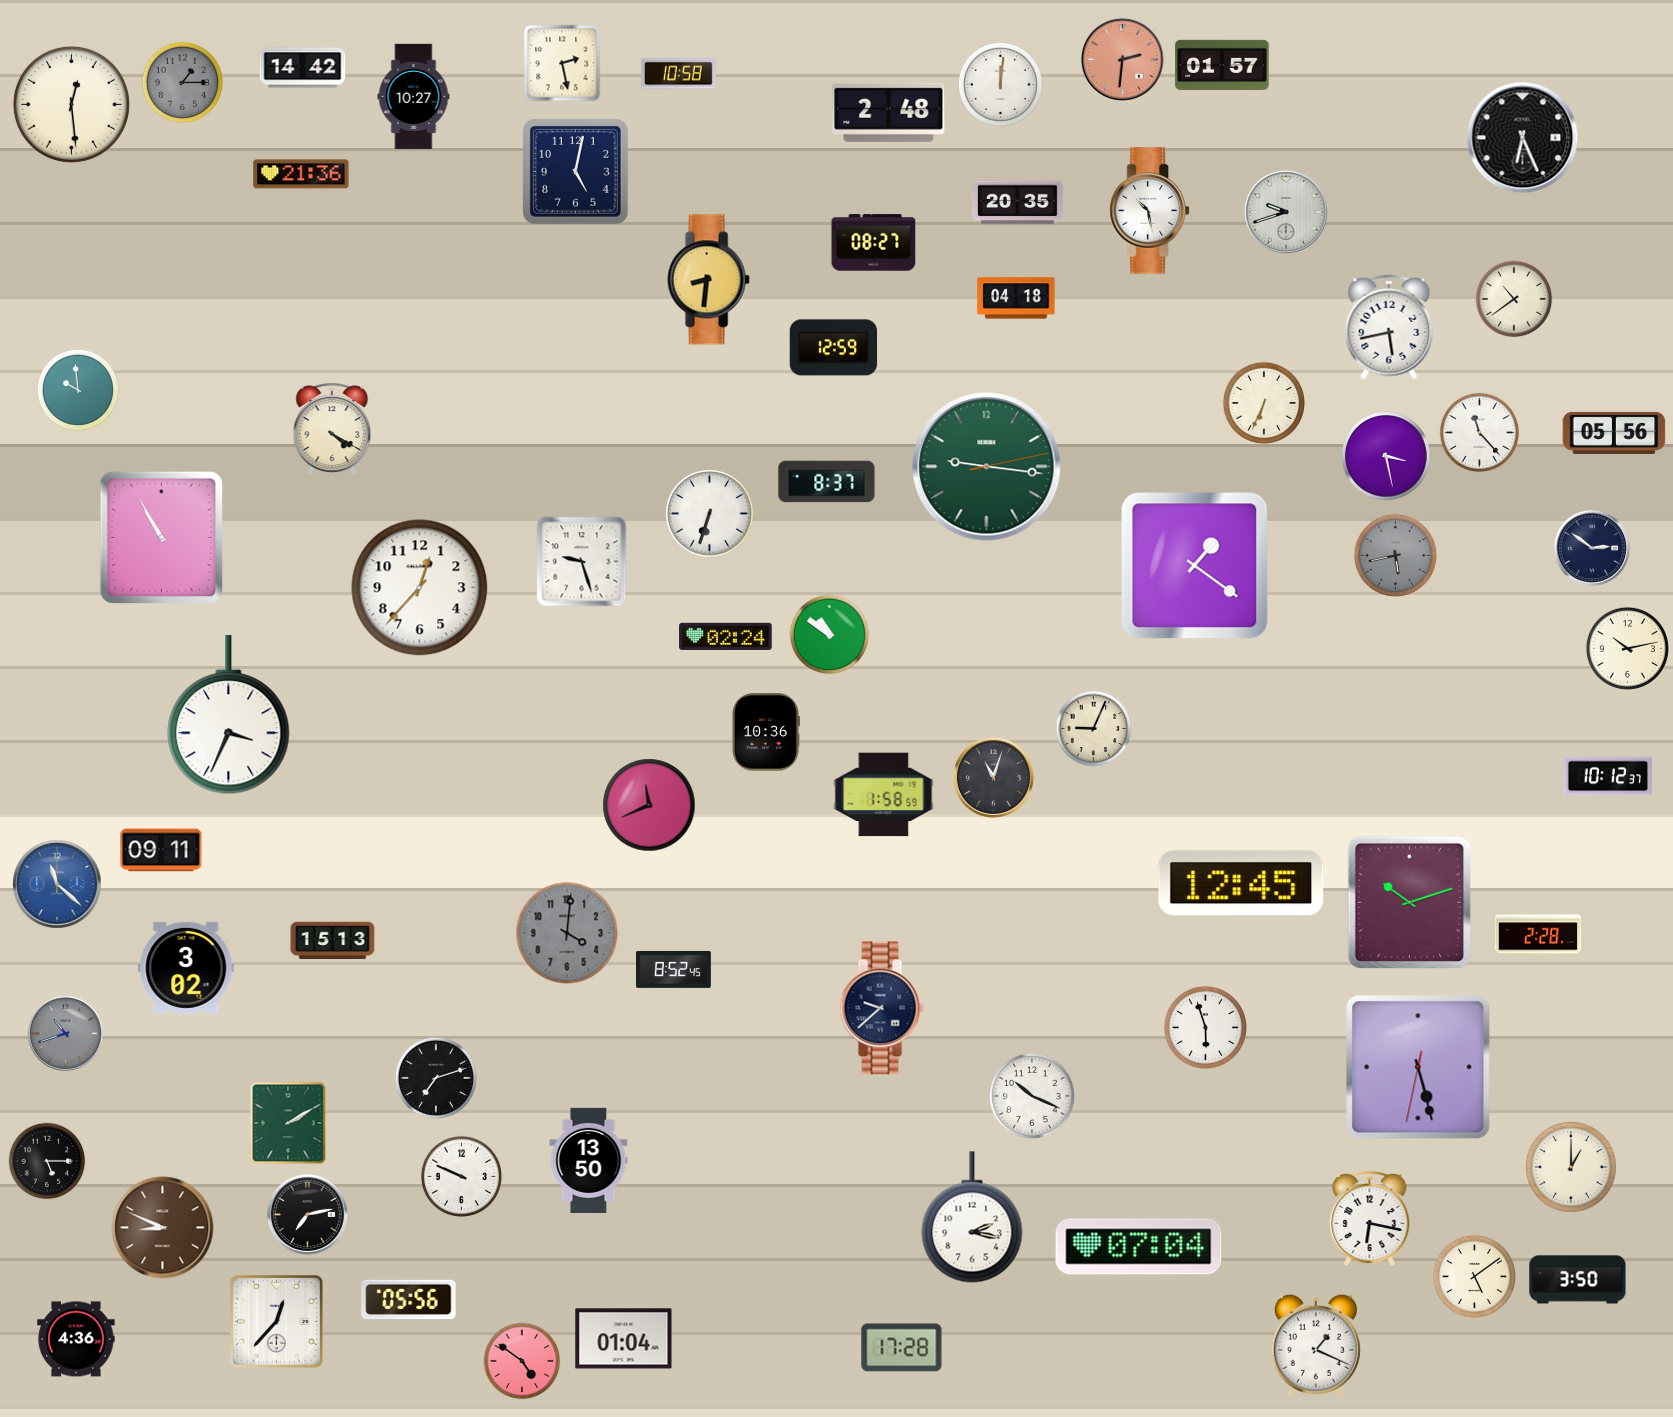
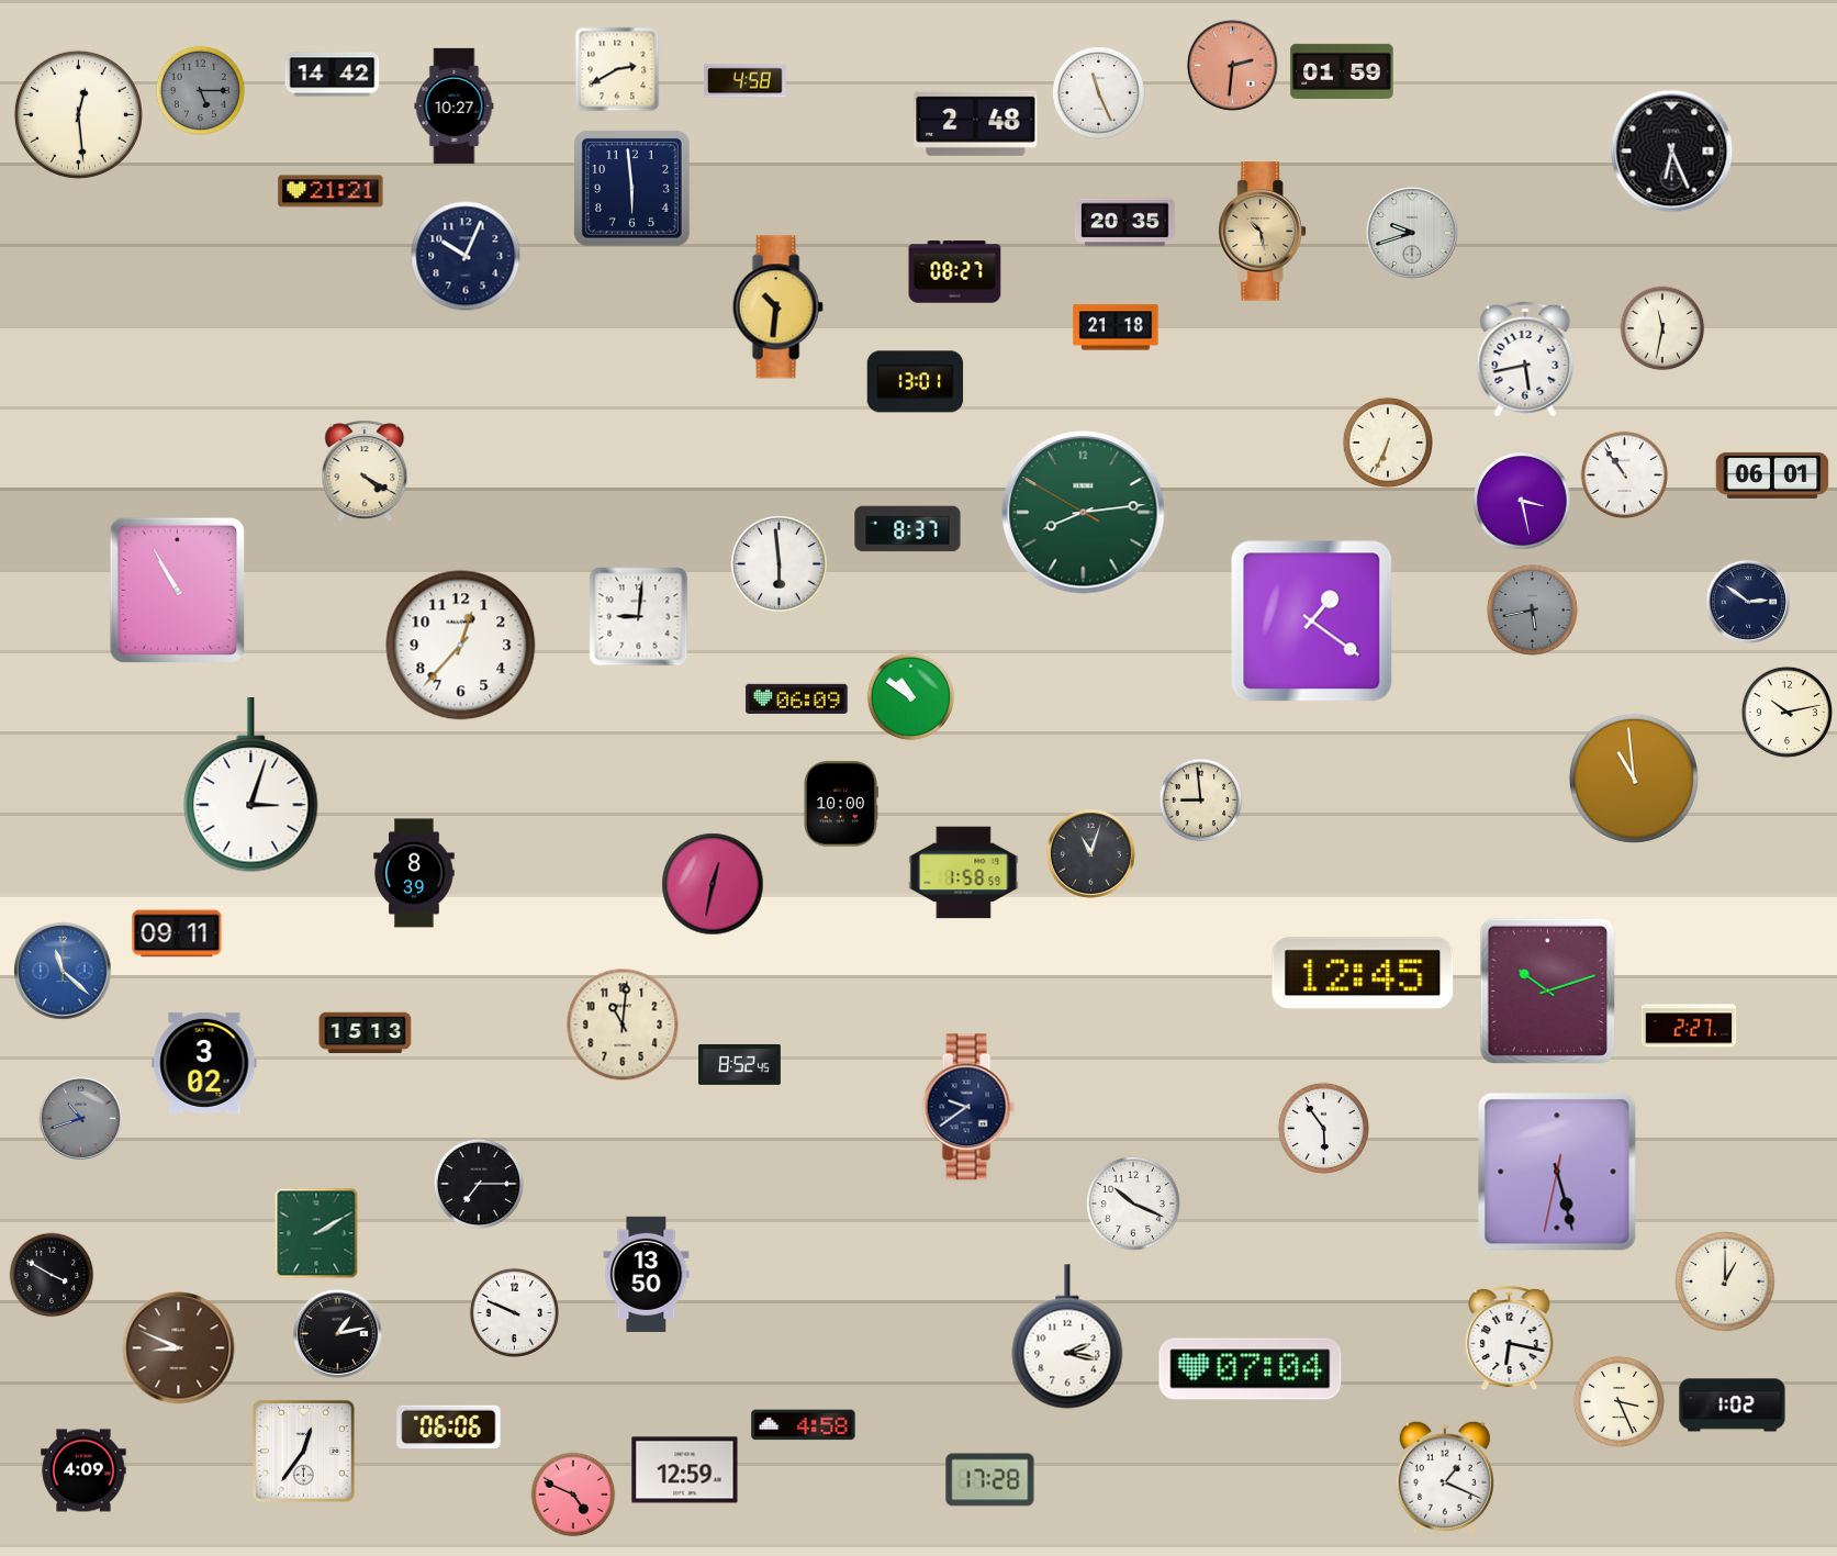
clock at (562, 63): 2:28 -> 2:40
clock at (1222, 65): 01:57 -> 01:59
clock at (679, 74): 10:58 -> 4:58
clock at (182, 82): 1:15 -> 5:15
clock at (1000, 84): 12:01 -> 11:26
clock at (575, 171): 5:02 -> 5:59
clock at (301, 174): 21:36 -> 21:21
clock at (1017, 203) position: (1017, 203) -> (1124, 223)
clock at (1150, 211) dial: white -> champagne
clock at (466, 256): none -> 10:04
clock at (874, 243) position: (874, 243) -> (955, 272)
clock at (708, 280): 8:31 -> 10:31
clock at (1016, 298): 04:18 -> 21:18
clock at (1514, 299): 10:39 -> 11:32
clock at (834, 348): 12:59 -> 13:01
clock at (78, 390): 9:59 -> none
clock at (1480, 433): 11:23 -> 10:54
clock at (1614, 433): 05:56 -> 06:01
clock at (987, 467): 9:16 -> 8:13
clock at (710, 514): 6:33 -> 5:59
clock at (582, 562): 9:27 -> 9:01
clock at (726, 636): 02:24 -> 06:09
clock at (1634, 779): none -> 10:59
clock at (229, 715): 3:34 -> 3:03
clock at (1094, 729): 9:04 -> 8:59
clock at (765, 732): 10:36 -> 10:00
clock at (1607, 776): 10:12 -> none
clock at (414, 873): none -> 8:39
clock at (884, 795) position: (884, 795) -> (964, 873)
clock at (649, 805): 11:41 -> 12:32
clock at (1241, 883) position: (1241, 883) -> (1363, 973)
clock at (567, 933): 4:01 -> 11:01
clock at (567, 933) dial: grey -> cream
clock at (1538, 934): 2:28 -> 2:27
clock at (882, 1008): 9:38 -> 9:39
clock at (1205, 1027): 5:57 -> 5:54
clock at (65, 1033) position: (65, 1033) -> (80, 1118)
clock at (436, 1078): 7:12 -> 7:15
clock at (47, 1161): 5:15 -> 3:50
clock at (461, 1176) position: (461, 1176) -> (514, 1312)
clock at (307, 1214): 7:13 -> 1:13
clock at (1370, 1219) position: (1370, 1219) -> (1510, 1339)
clock at (1474, 1276): 5:09 -> 3:26
clock at (1578, 1280): 3:50 -> 1:02
clock at (804, 1425): none -> 4:58
clock at (409, 1300): 05:56 -> 06:06
clock at (276, 1321): 12:37 -> 12:36
clock at (76, 1339): 4:36 -> 4:09
clock at (624, 1339): 01:04 -> 12:59
clock at (522, 1361): 4:51 -> 4:49
